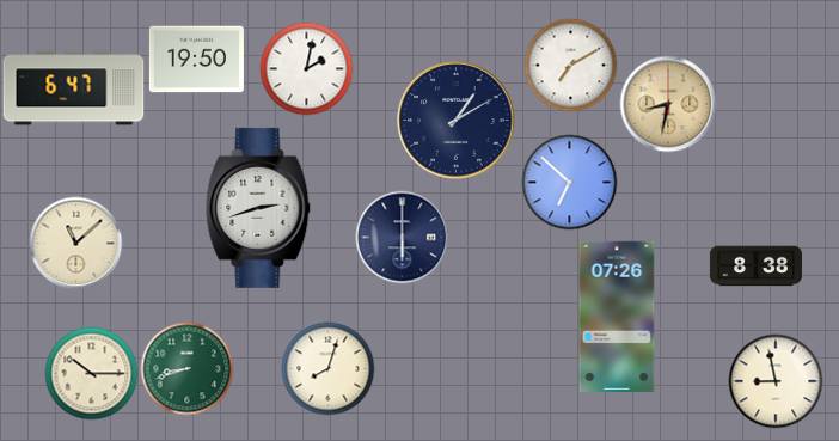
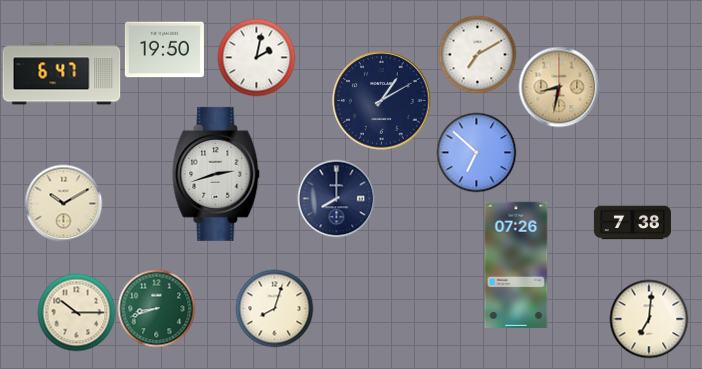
clock at (402, 237): 6:00 -> 8:00
clock at (75, 243): 11:08 -> 10:10
clock at (755, 267): 8:38 -> 7:38
clock at (776, 381): 8:58 -> 7:01
